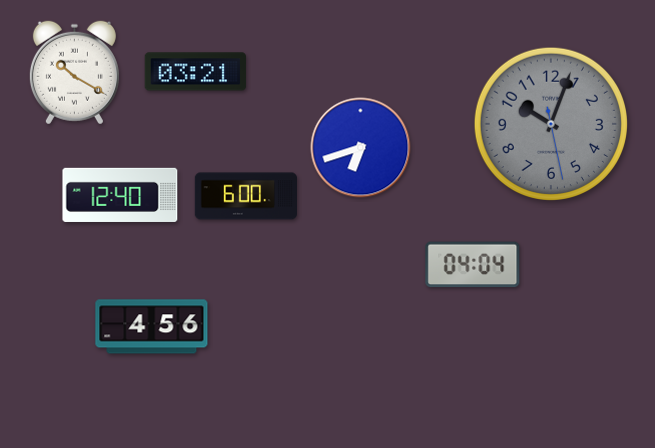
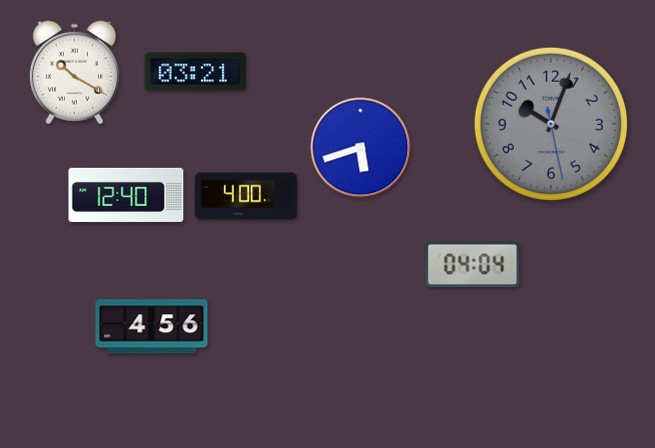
clock at (361, 148): 6:42 -> 5:42
clock at (120, 195) position: (120, 195) -> (126, 195)
clock at (245, 196): 6:00 -> 4:00
